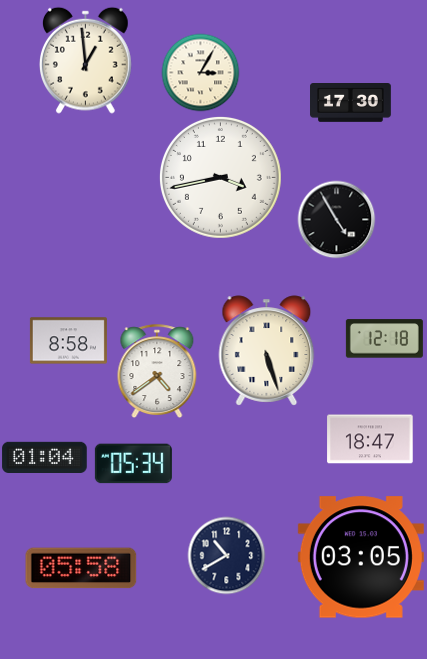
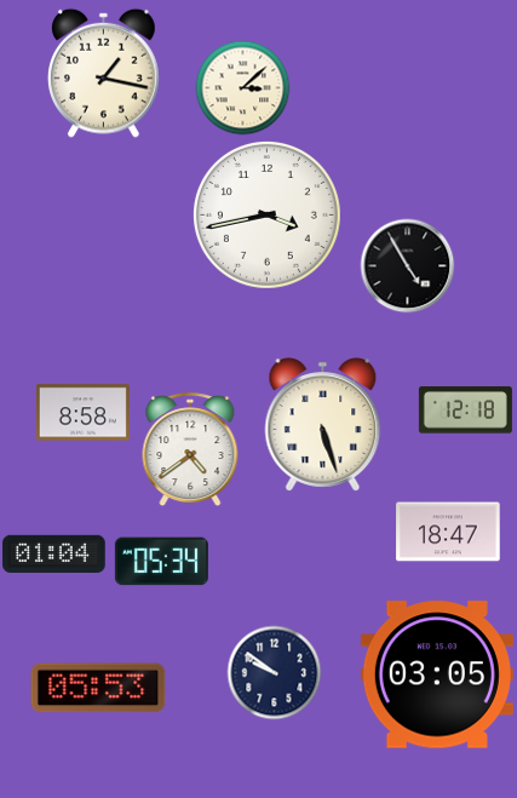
clock at (86, 60): 12:59 -> 1:17
clock at (200, 72): 3:05 -> 3:08
clock at (351, 103): 17:30 -> none
clock at (226, 555): 10:40 -> 9:51
clock at (81, 568): 05:58 -> 05:53
